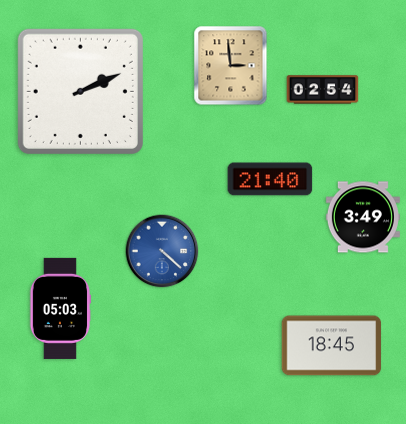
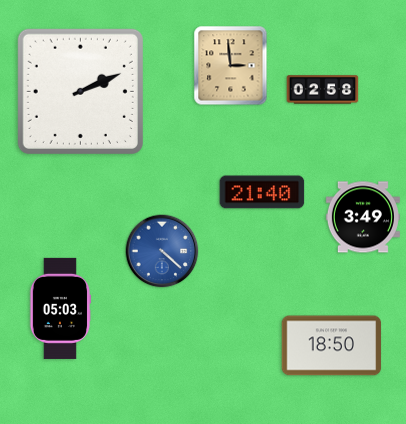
clock at (323, 90): 02:54 -> 02:58
clock at (270, 179) position: (270, 179) -> (262, 192)
clock at (332, 346): 18:45 -> 18:50
